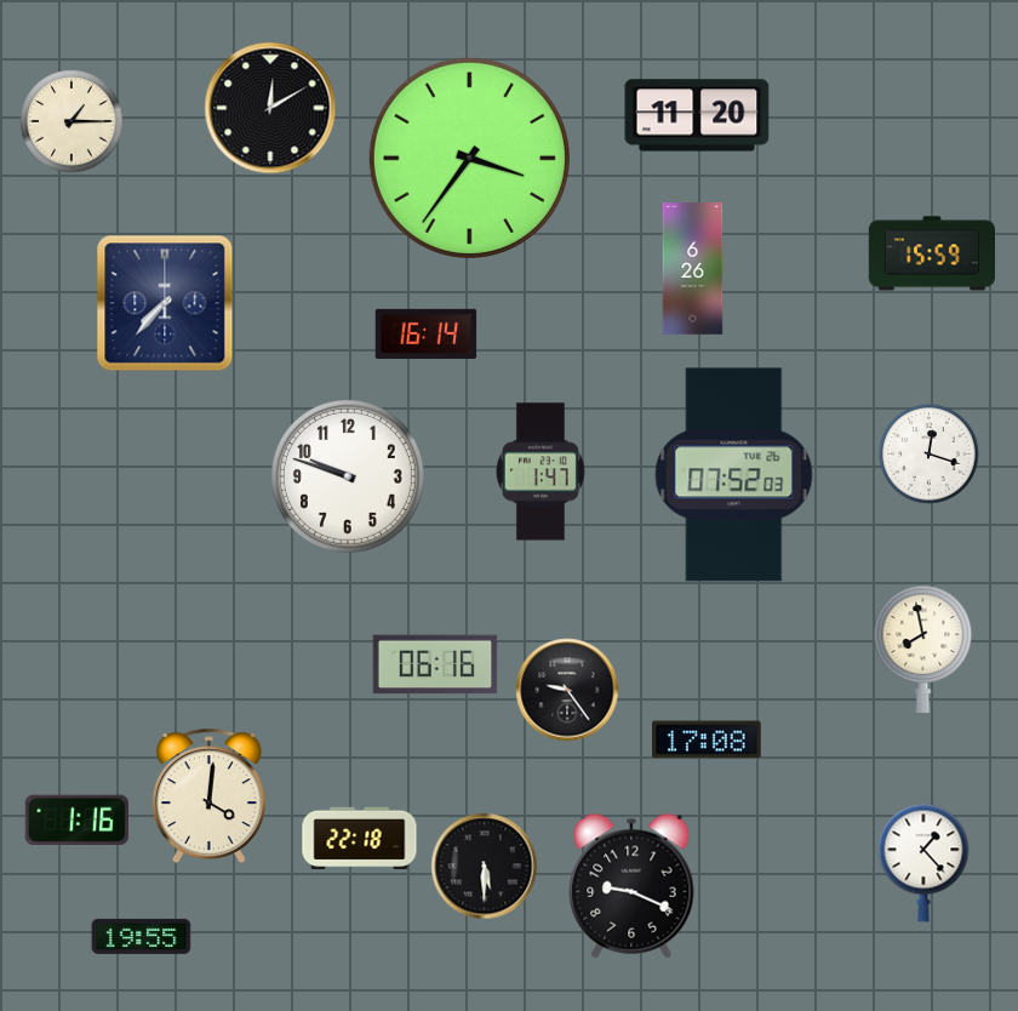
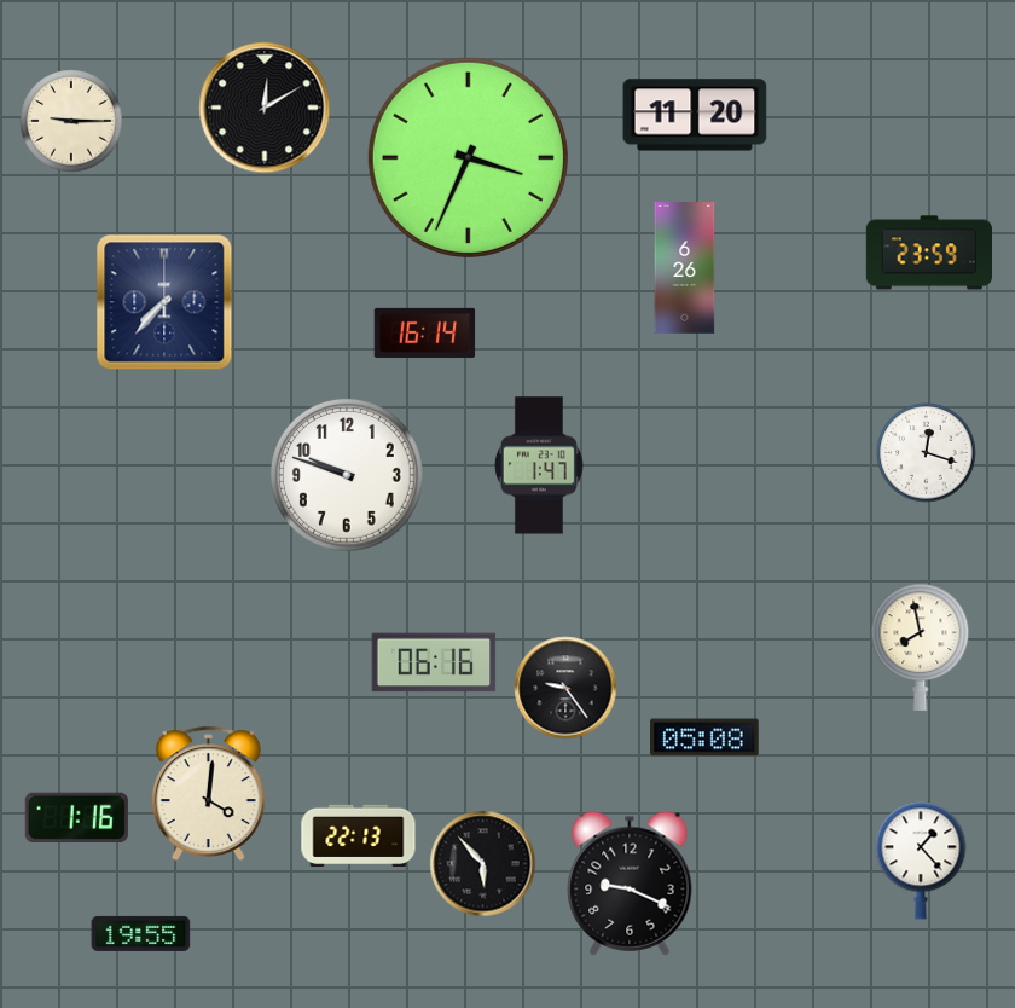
clock at (270, 108) position: (270, 108) -> (265, 108)
clock at (72, 121): 1:15 -> 9:15
clock at (469, 158): 3:36 -> 3:34
clock at (931, 253): 15:59 -> 23:59
clock at (693, 269) position: (693, 269) -> (685, 268)
clock at (541, 472) position: (541, 472) -> (539, 465)
clock at (734, 475): 07:52 -> none
clock at (708, 739): 17:08 -> 05:08
clock at (360, 839): 22:18 -> 22:13
clock at (485, 867): 5:30 -> 5:53
